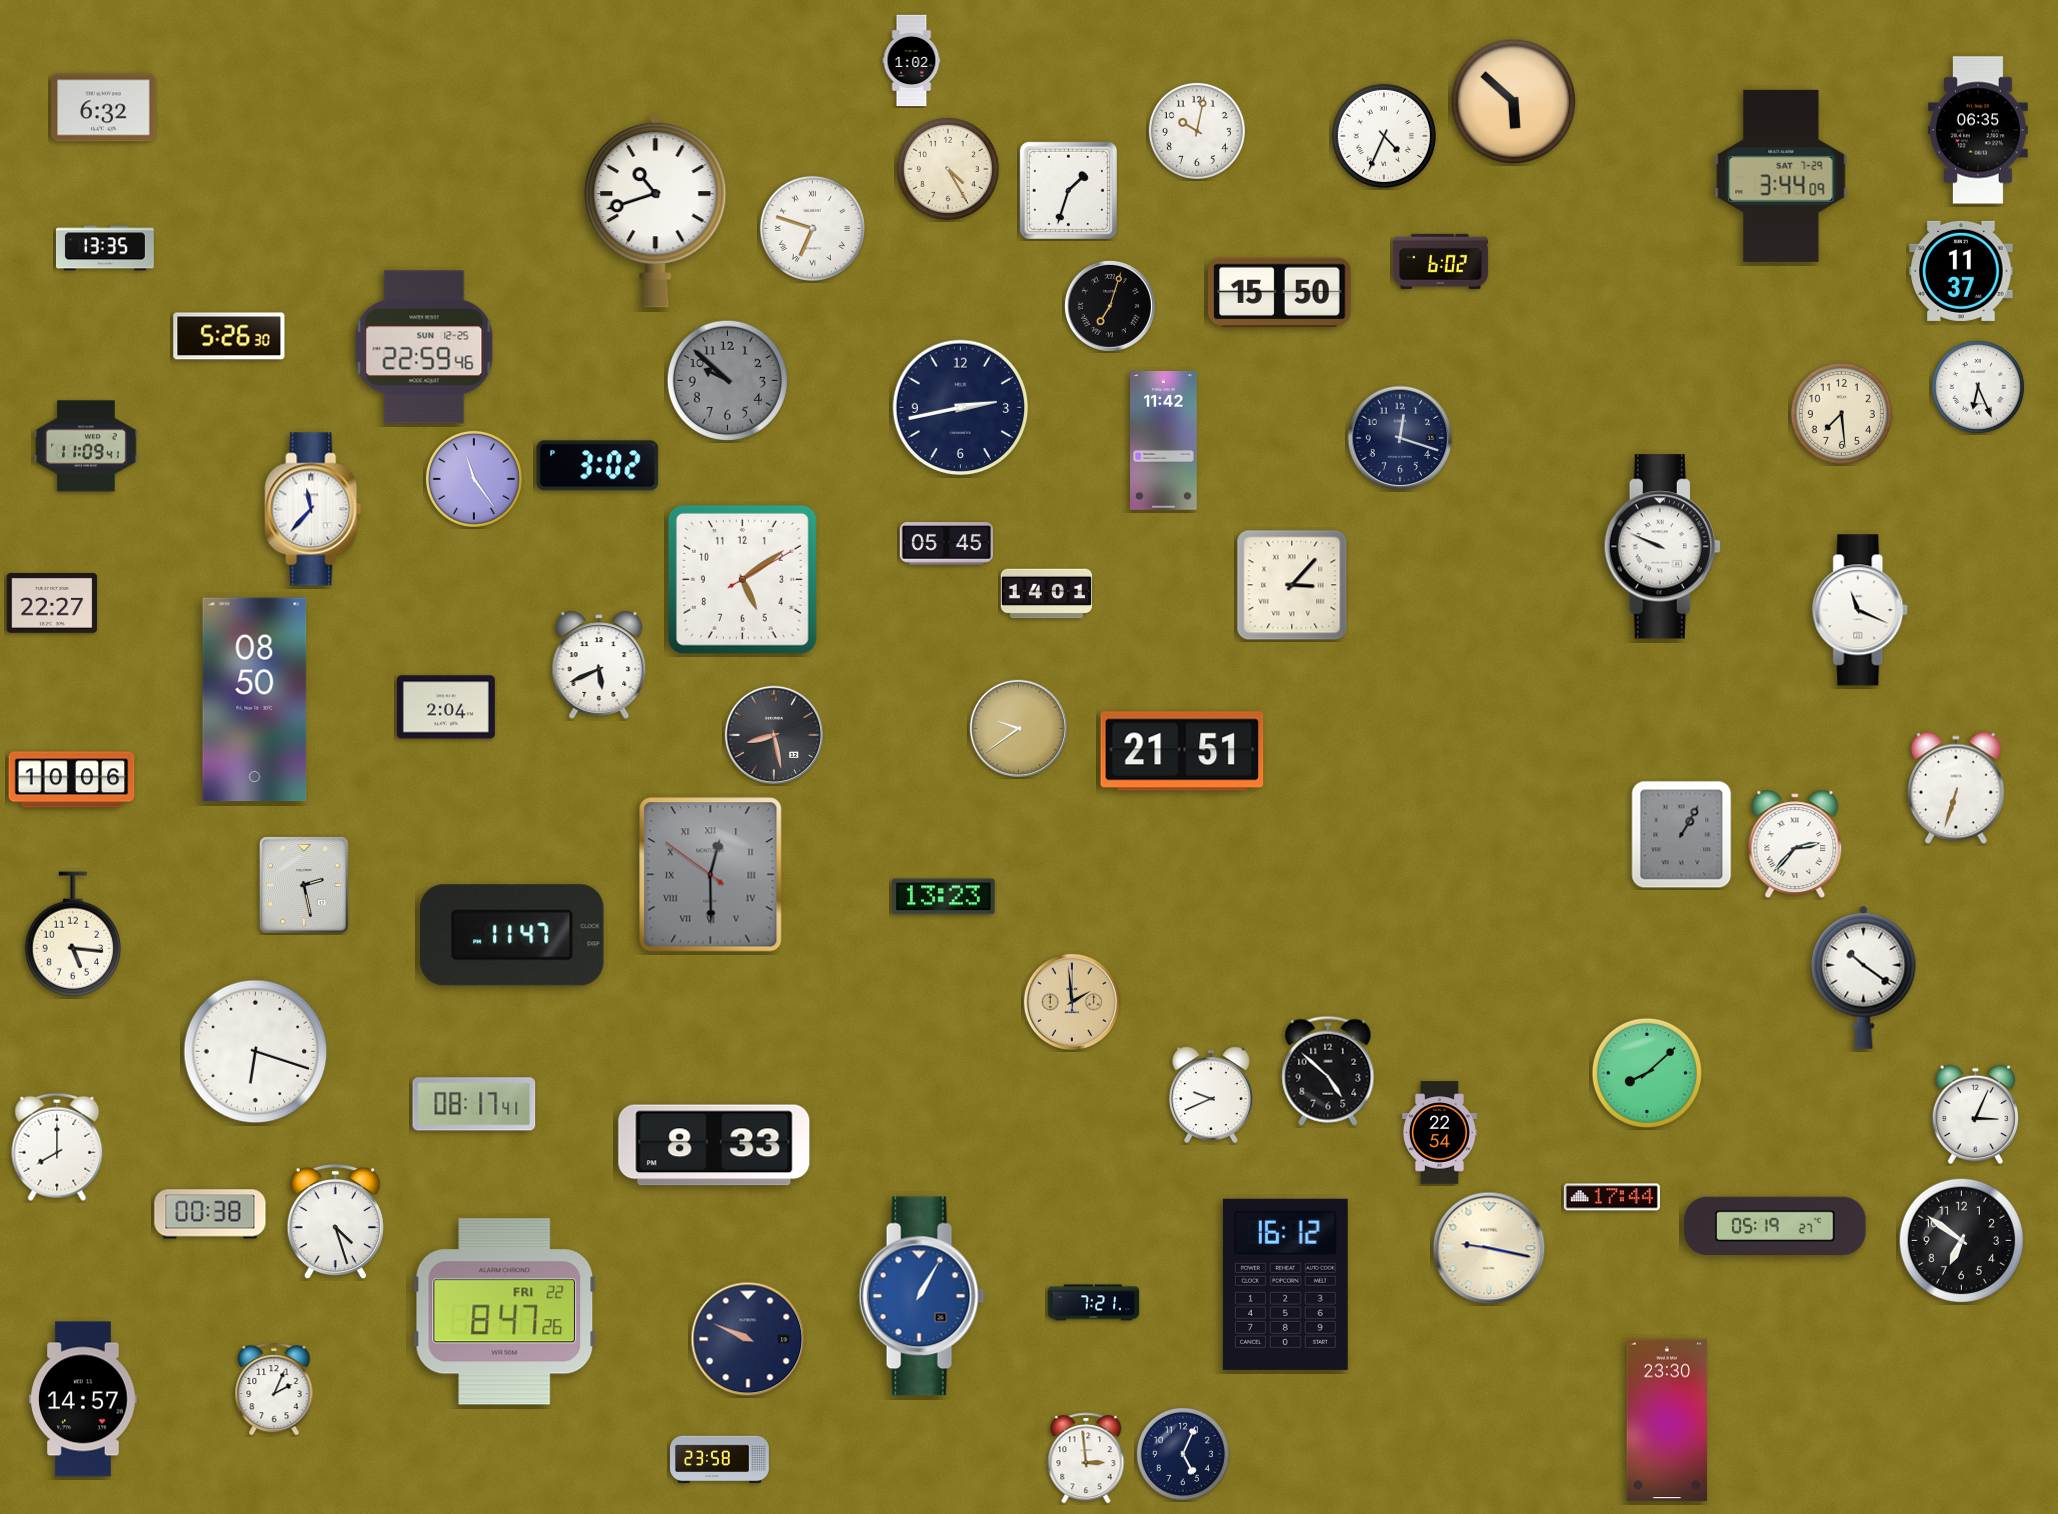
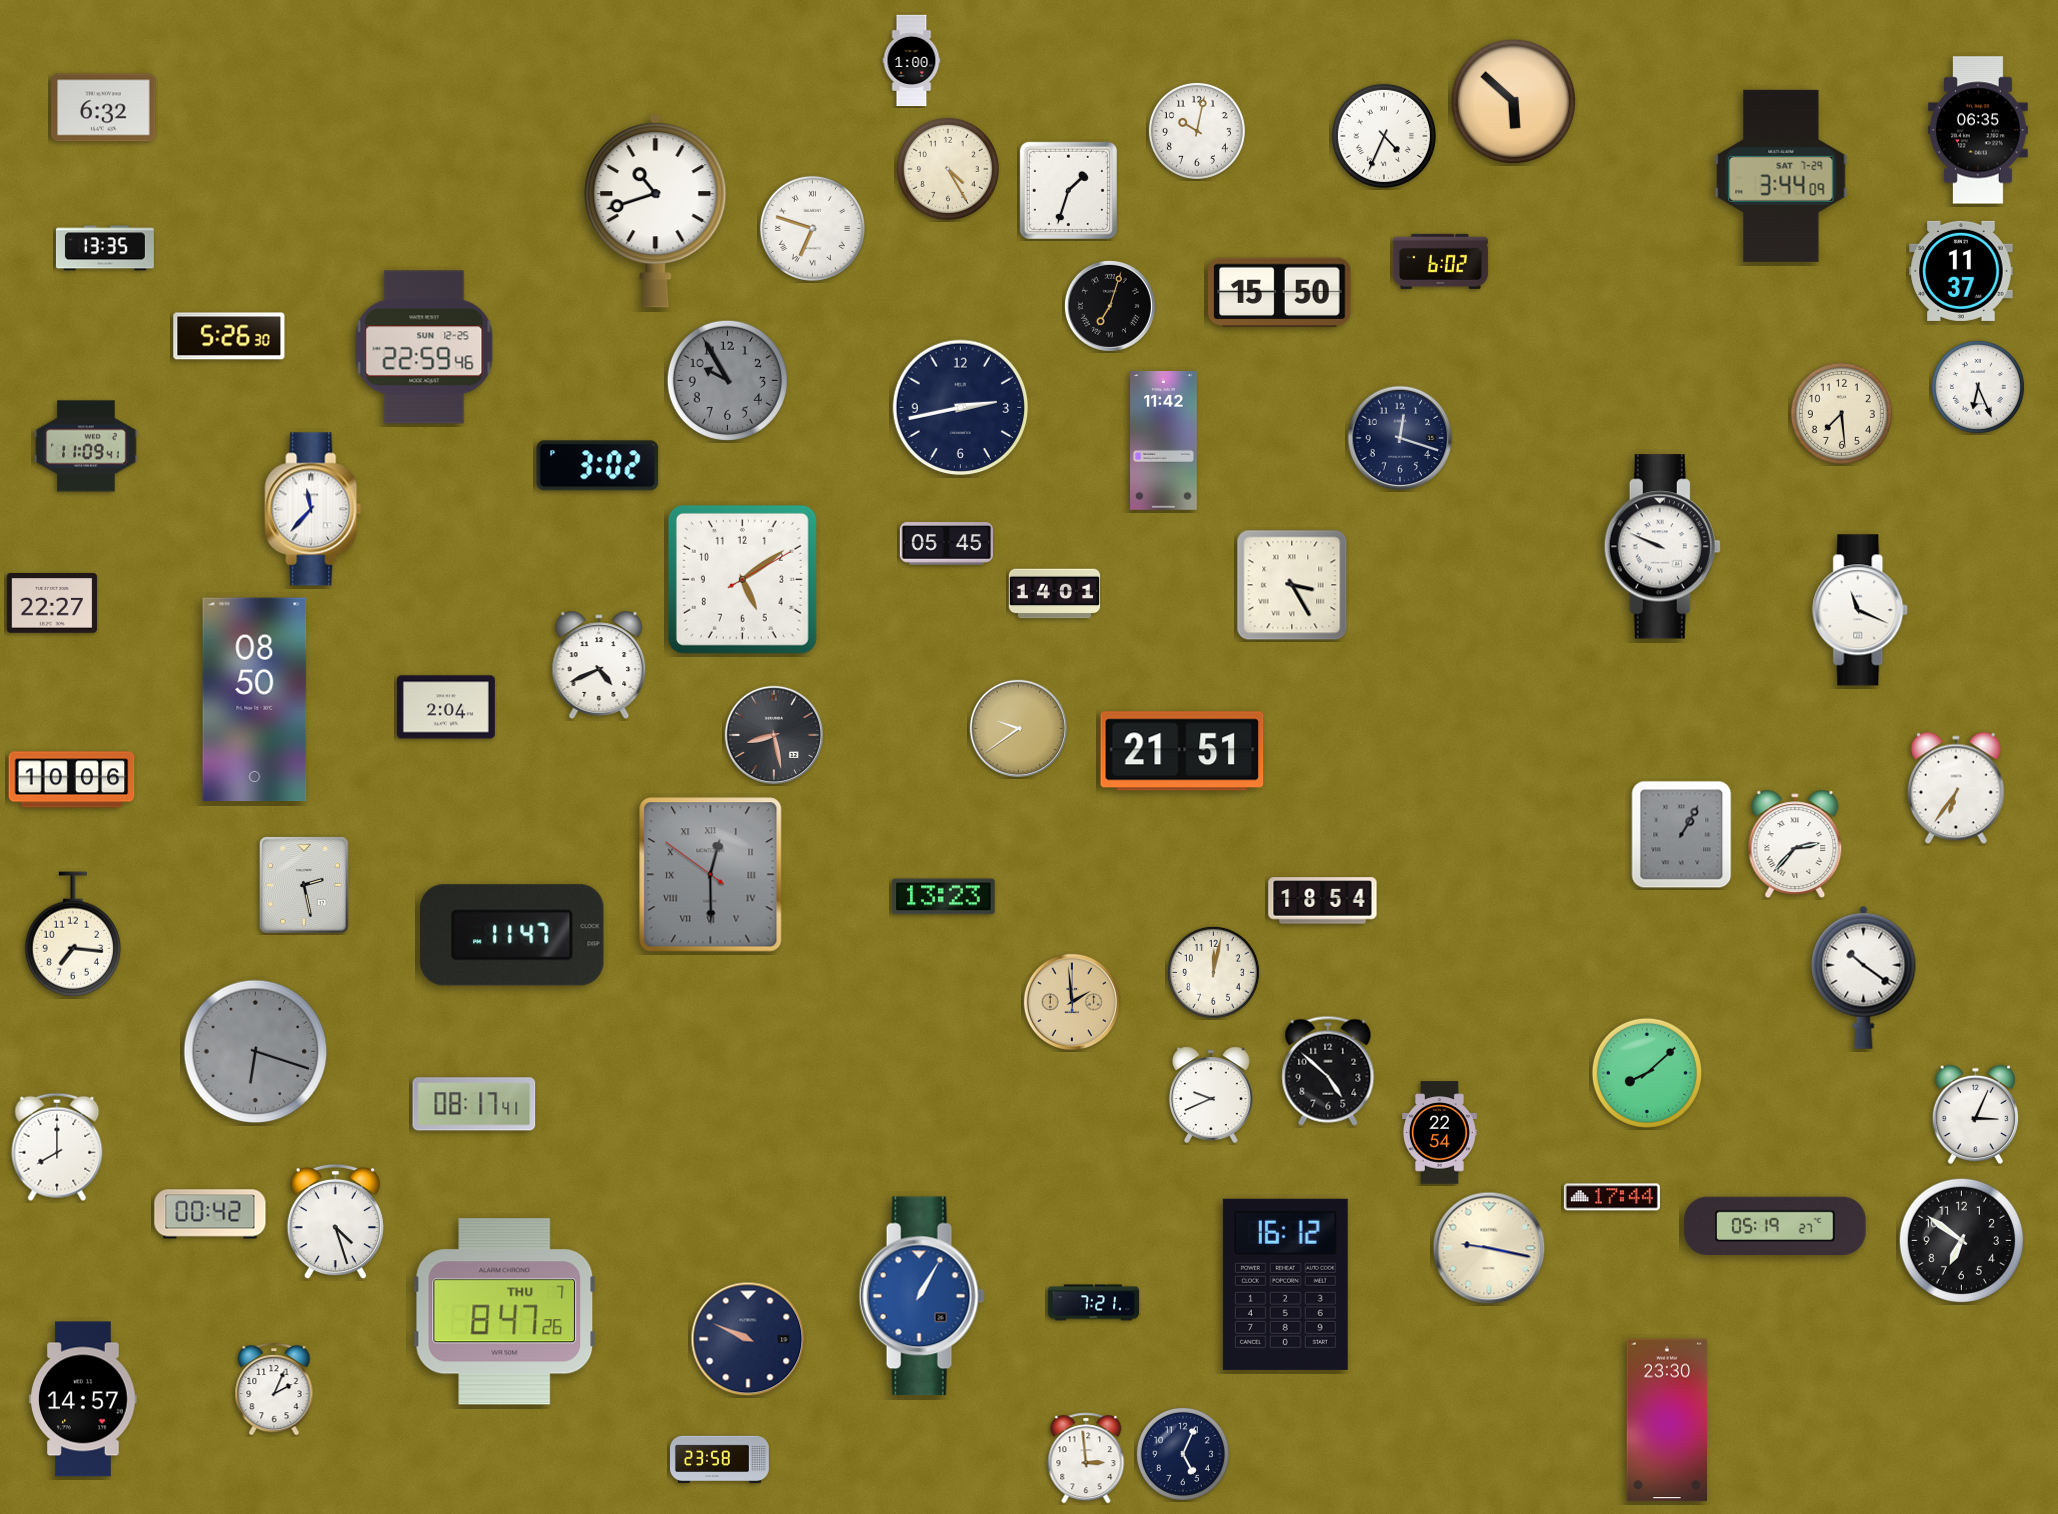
clock at (912, 61): 1:02 -> 1:00
clock at (727, 380): 9:52 -> 9:55
clock at (474, 479): 11:24 -> none
clock at (1292, 585): 3:07 -> 3:25
clock at (1047, 594) position: (1047, 594) -> (1055, 594)
clock at (599, 665): 5:41 -> 4:41
clock at (1957, 788): 6:33 -> 6:36
clock at (1323, 901): none -> 18:54
clock at (73, 934): 5:16 -> 7:16
clock at (1213, 972): none -> 12:02
clock at (256, 1052) dial: white -> grey
clock at (714, 1145): 8:33 -> none
clock at (210, 1214): 00:38 -> 00:42
clock at (505, 1312) date: FRI 22 -> THU 7
